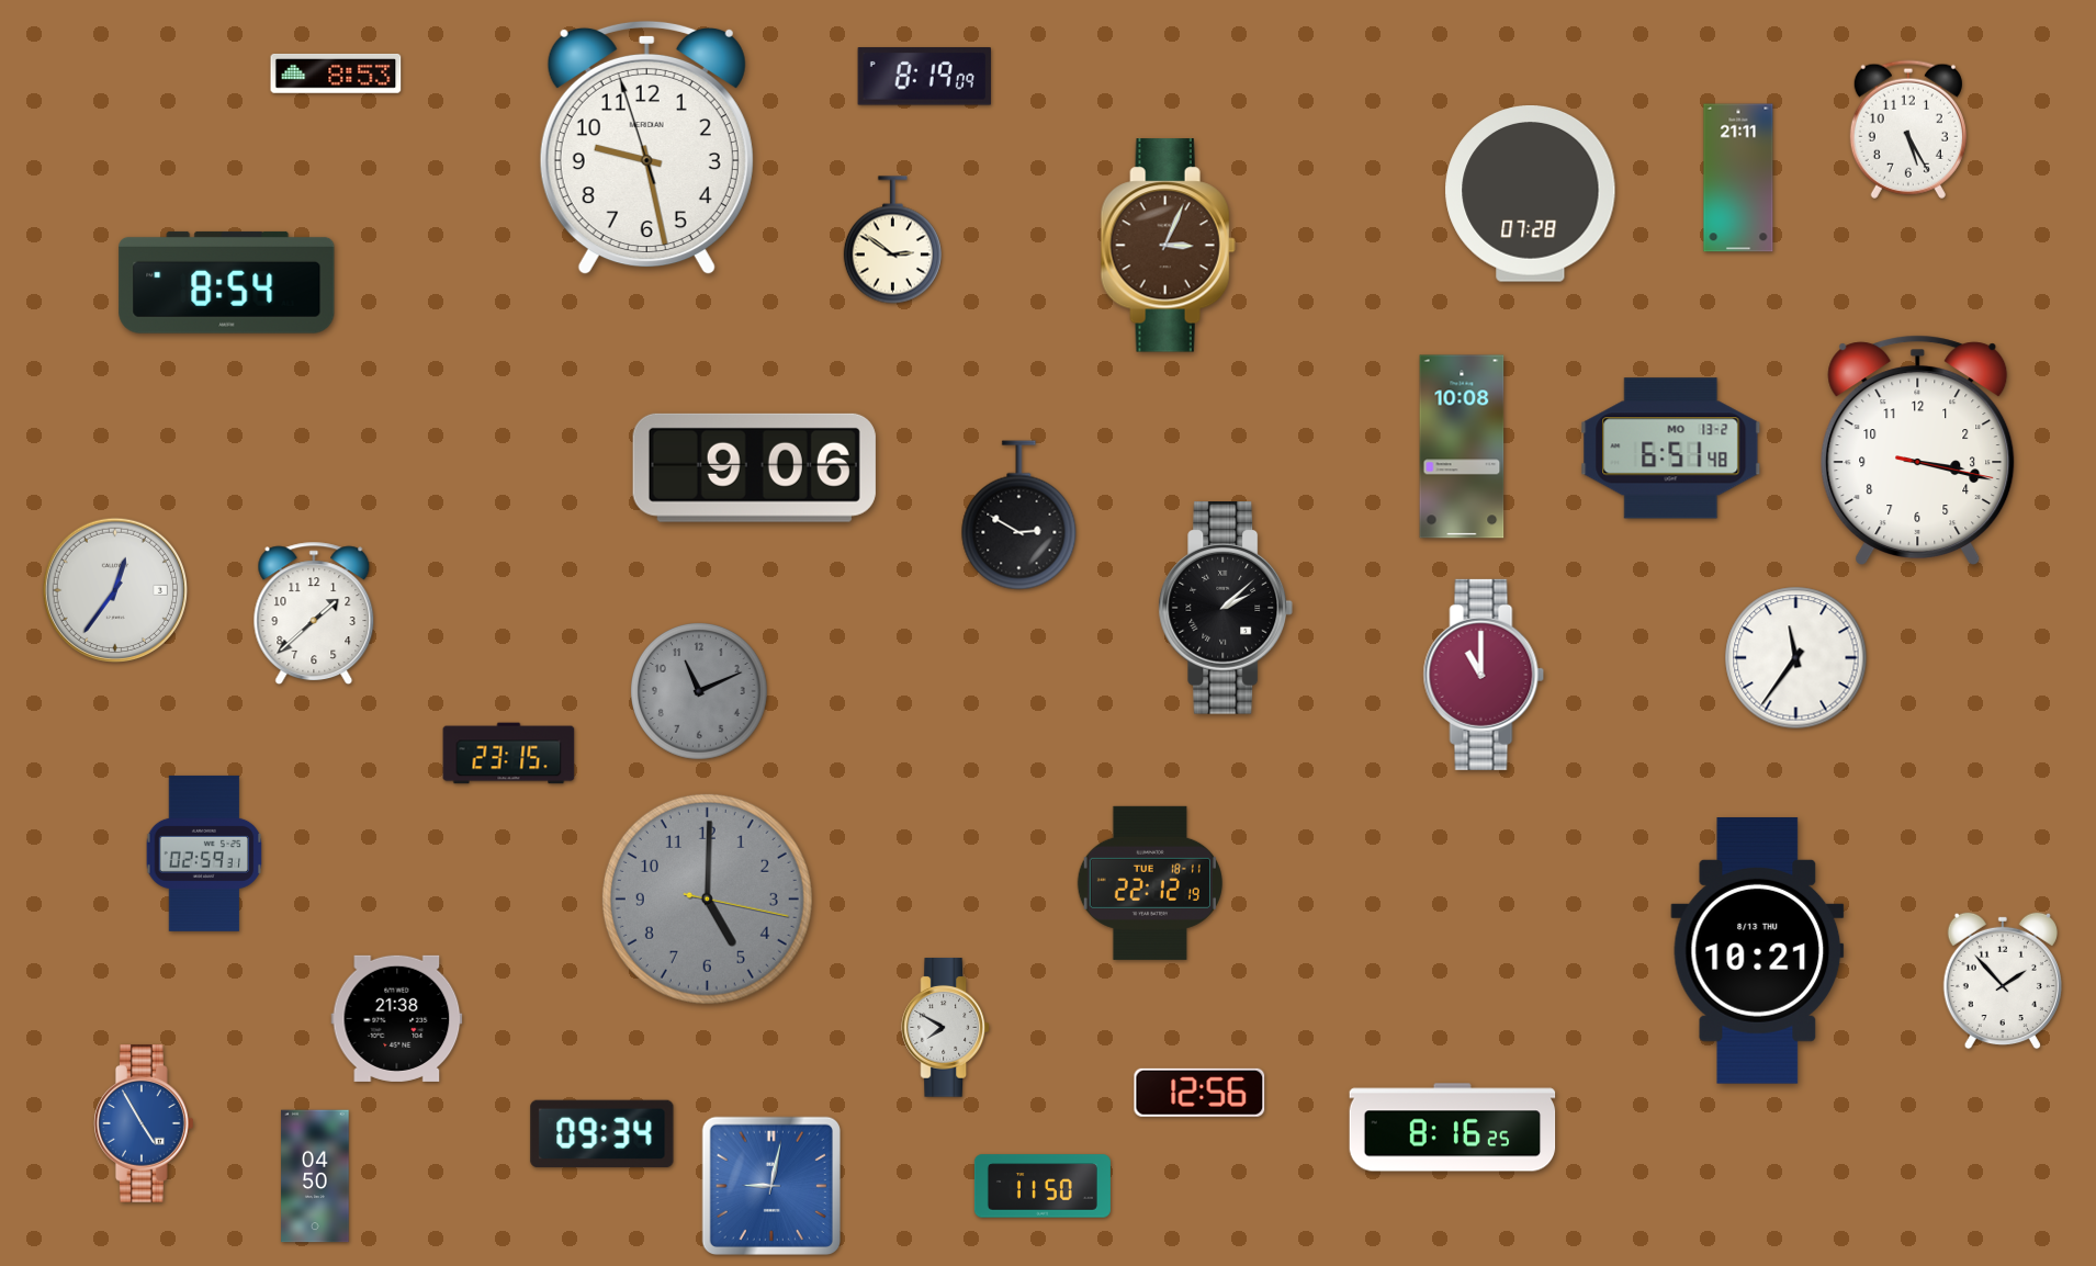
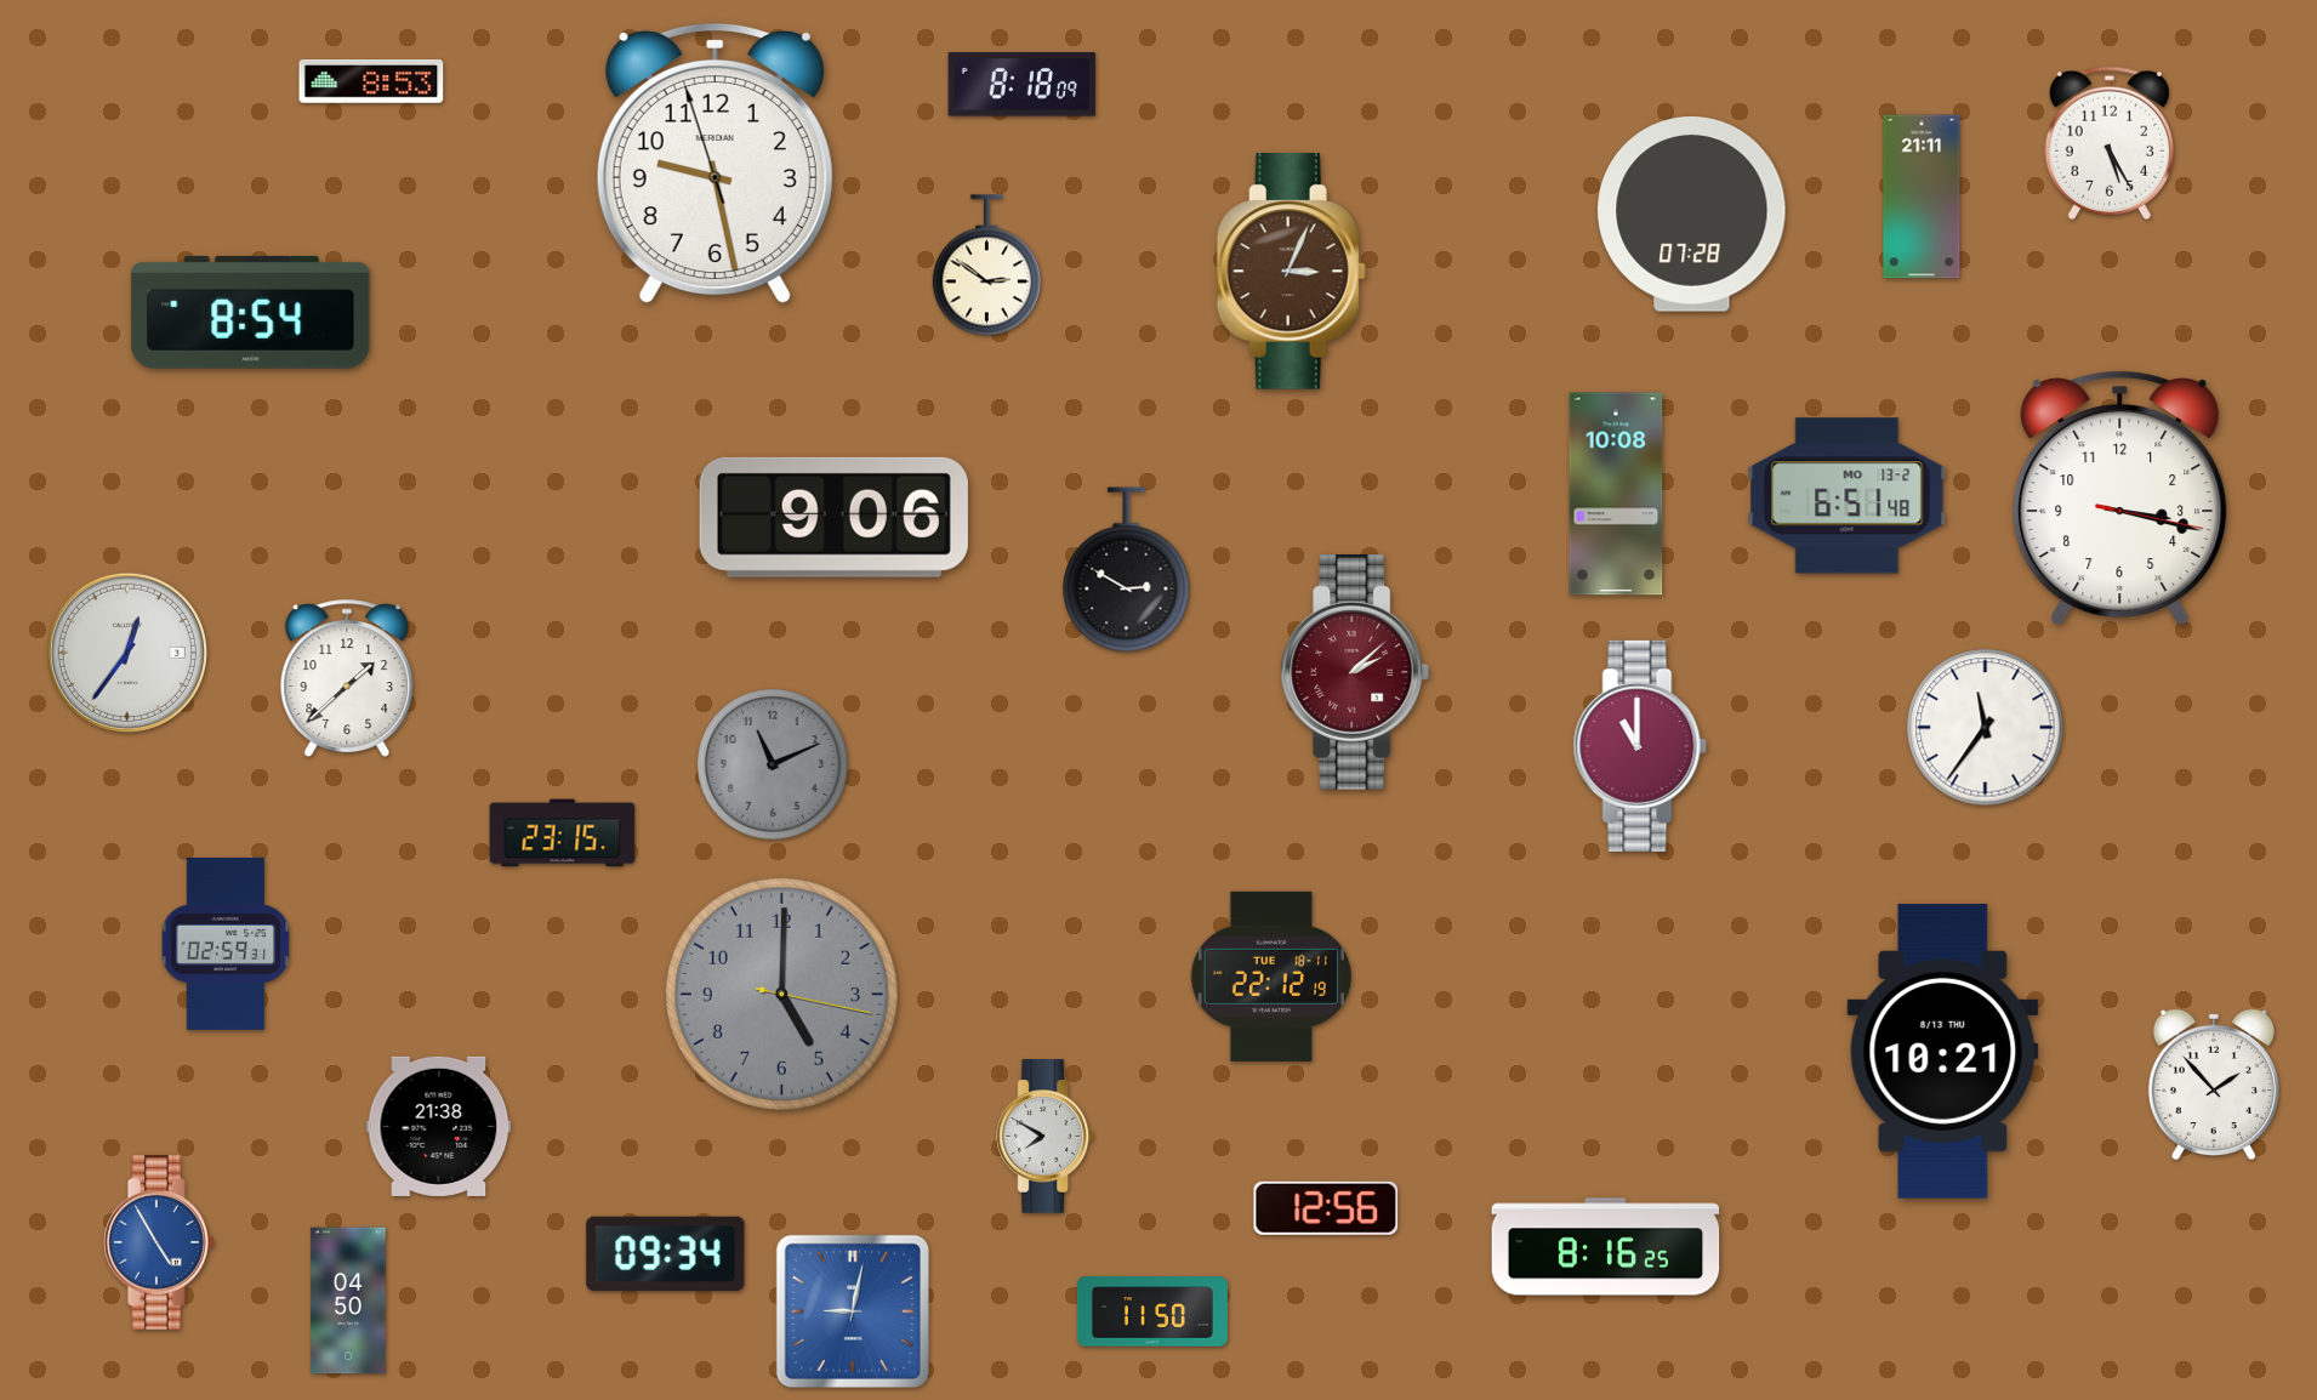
clock at (924, 77): 8:19 -> 8:18
clock at (1226, 609) dial: black -> burgundy
